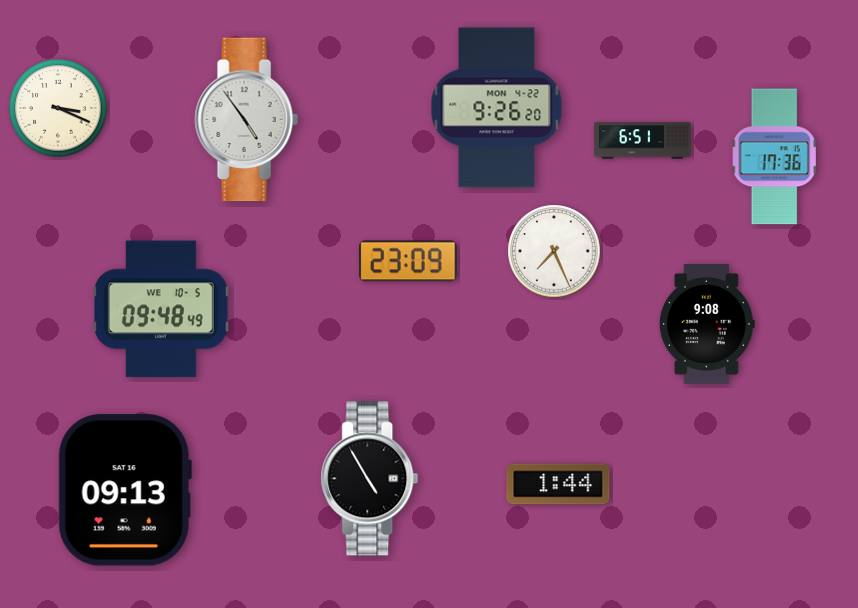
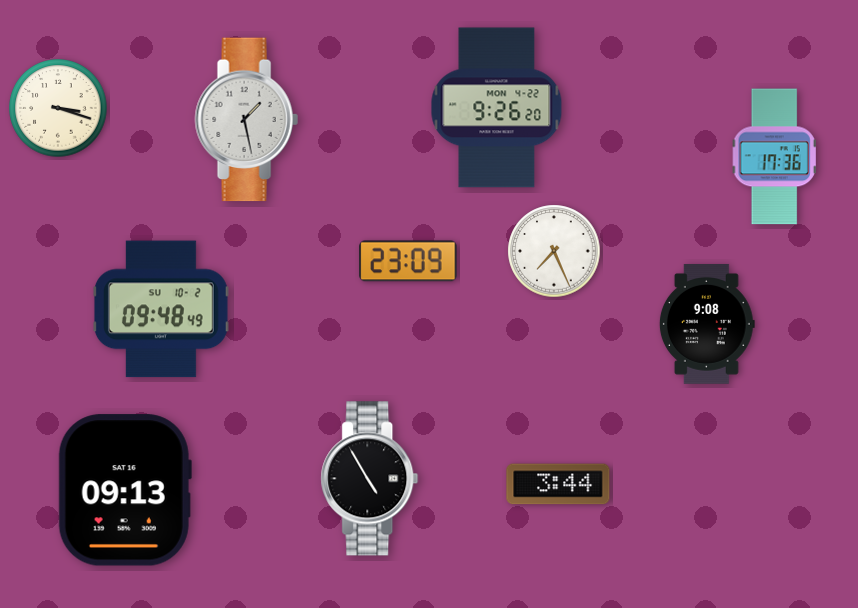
clock at (58, 108): 3:19 -> 3:18
clock at (246, 120): 4:54 -> 1:28
clock at (643, 141): 6:51 -> none
clock at (161, 309) date: WE 10-5 -> SU 10-2
clock at (558, 484): 1:44 -> 3:44
